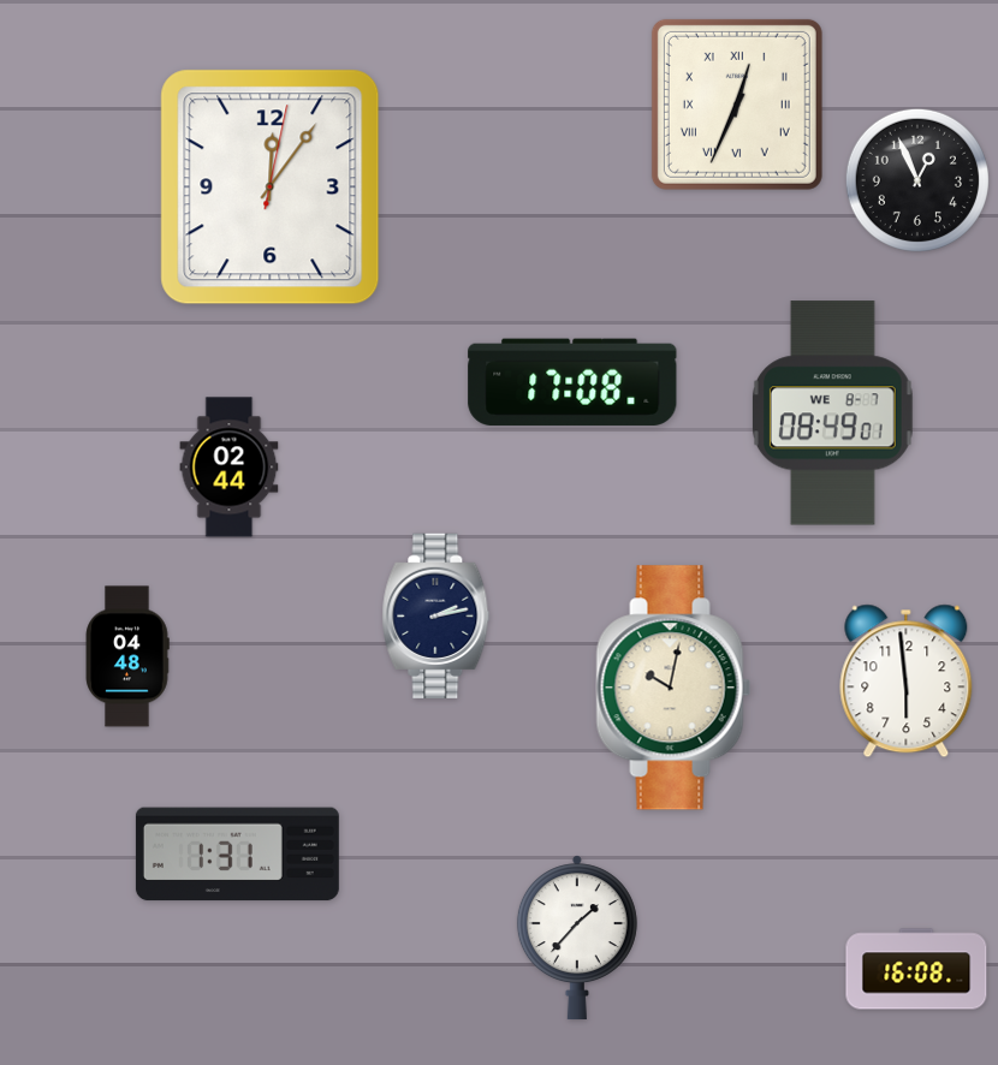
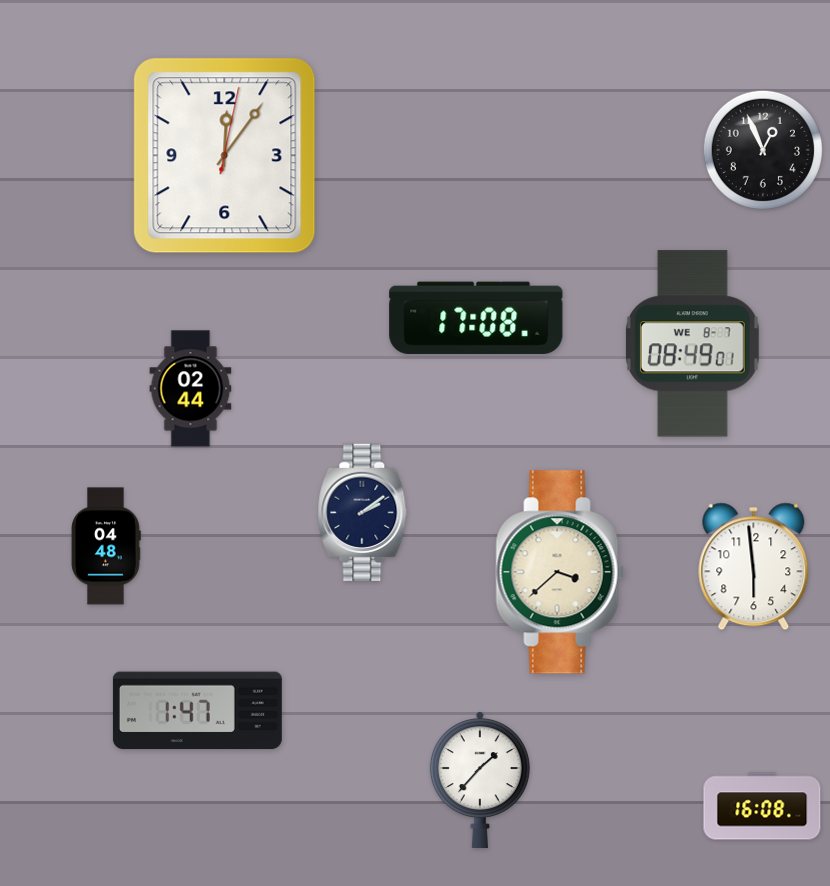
clock at (737, 105): 12:34 -> none
clock at (436, 615): 2:13 -> 2:09
clock at (673, 688): 10:02 -> 3:38
clock at (237, 855): 1:31 -> 1:47
